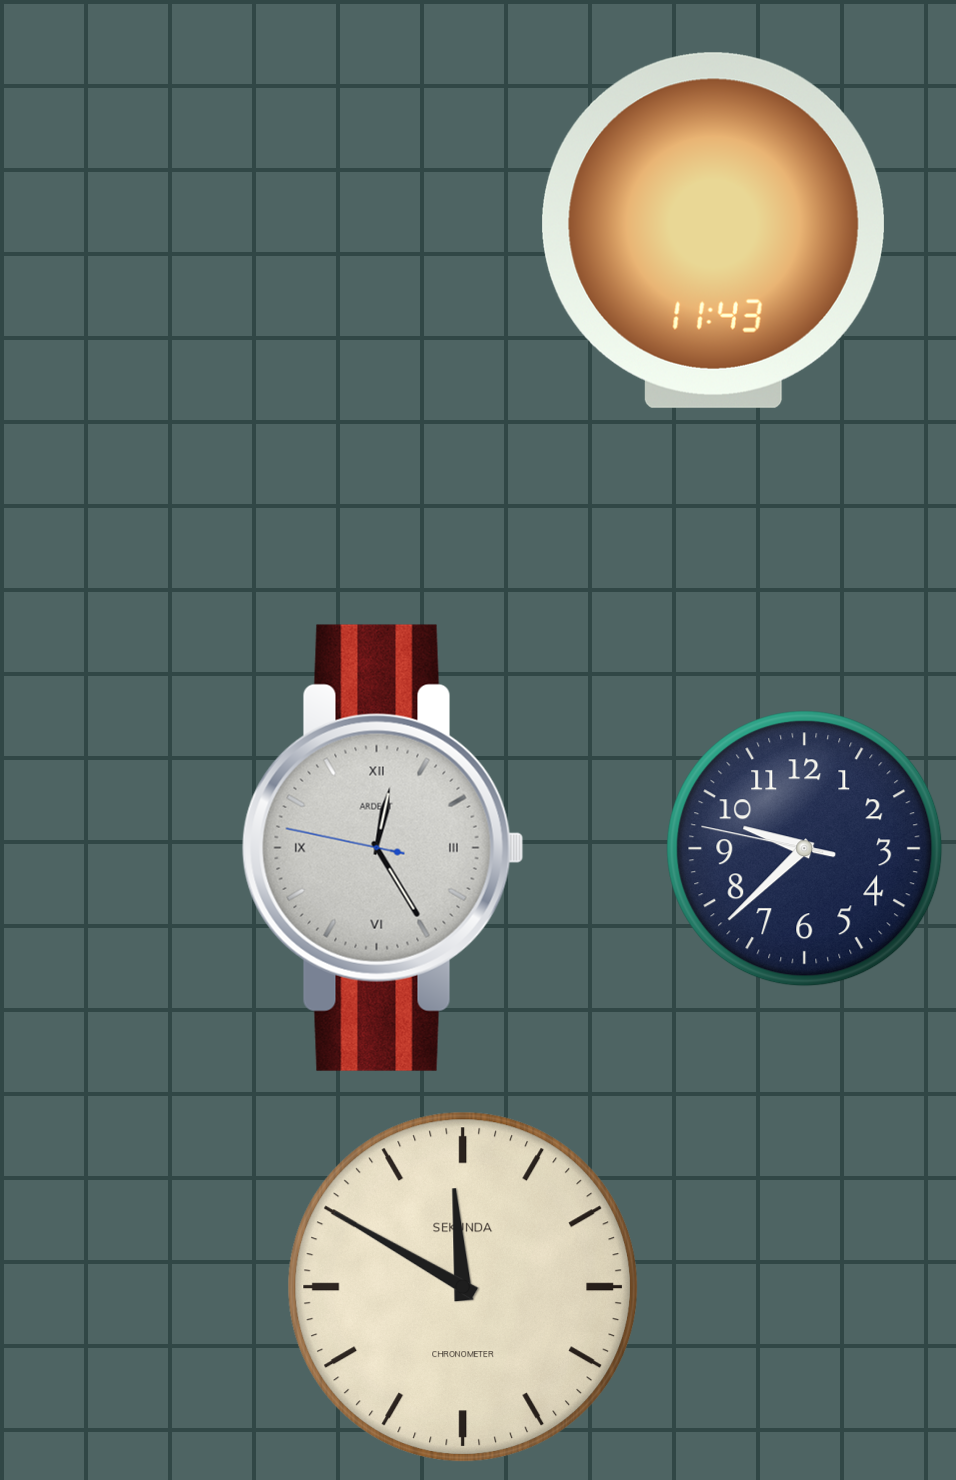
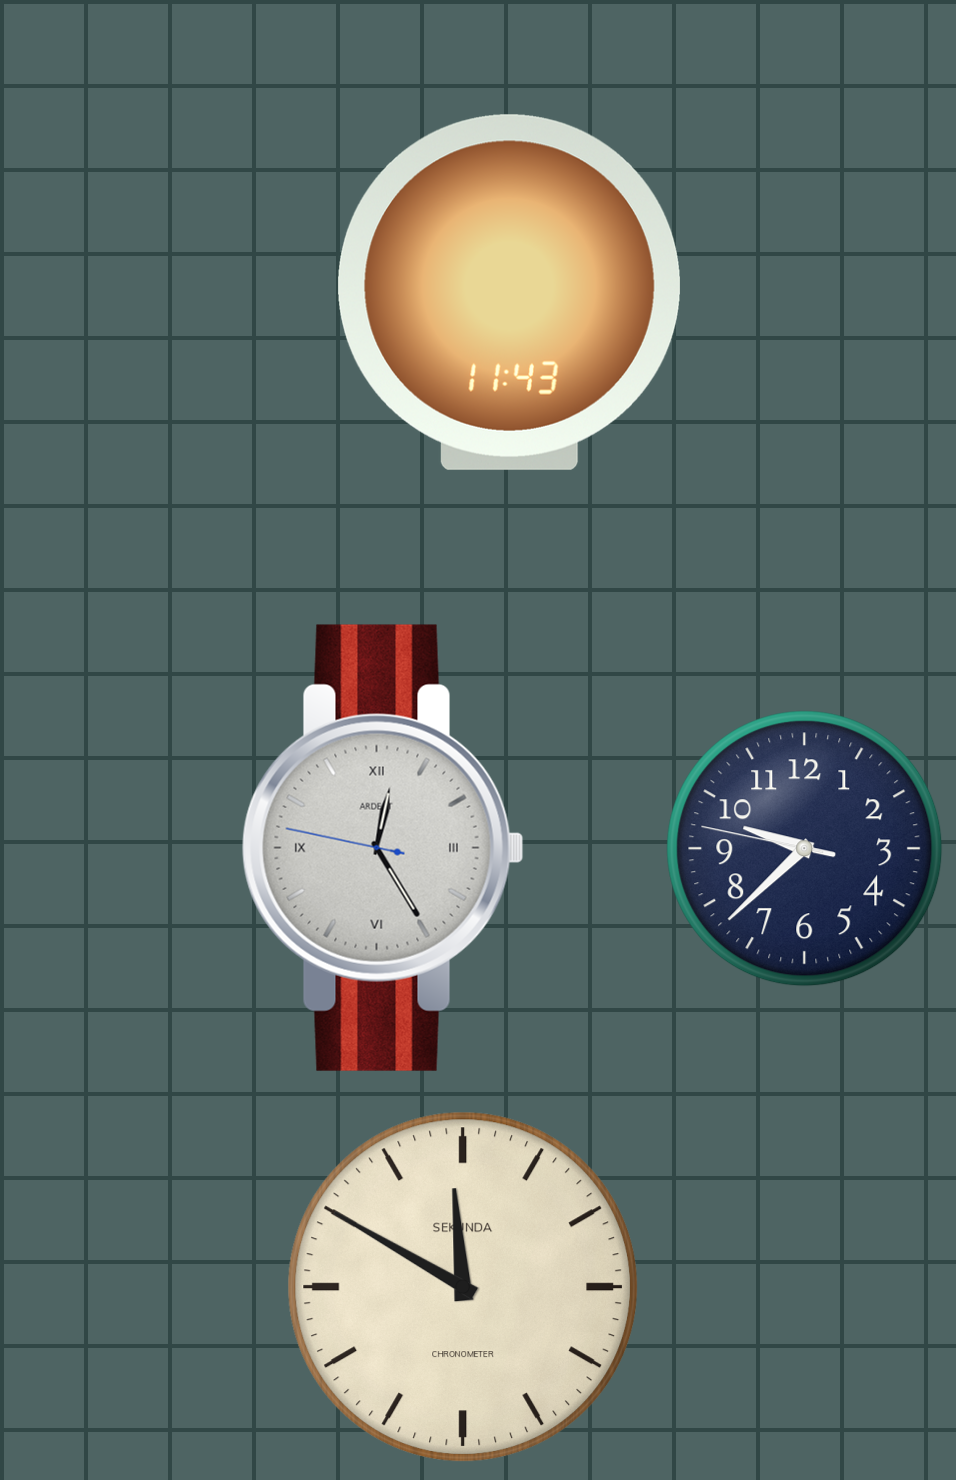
clock at (713, 230) position: (713, 230) -> (509, 292)
